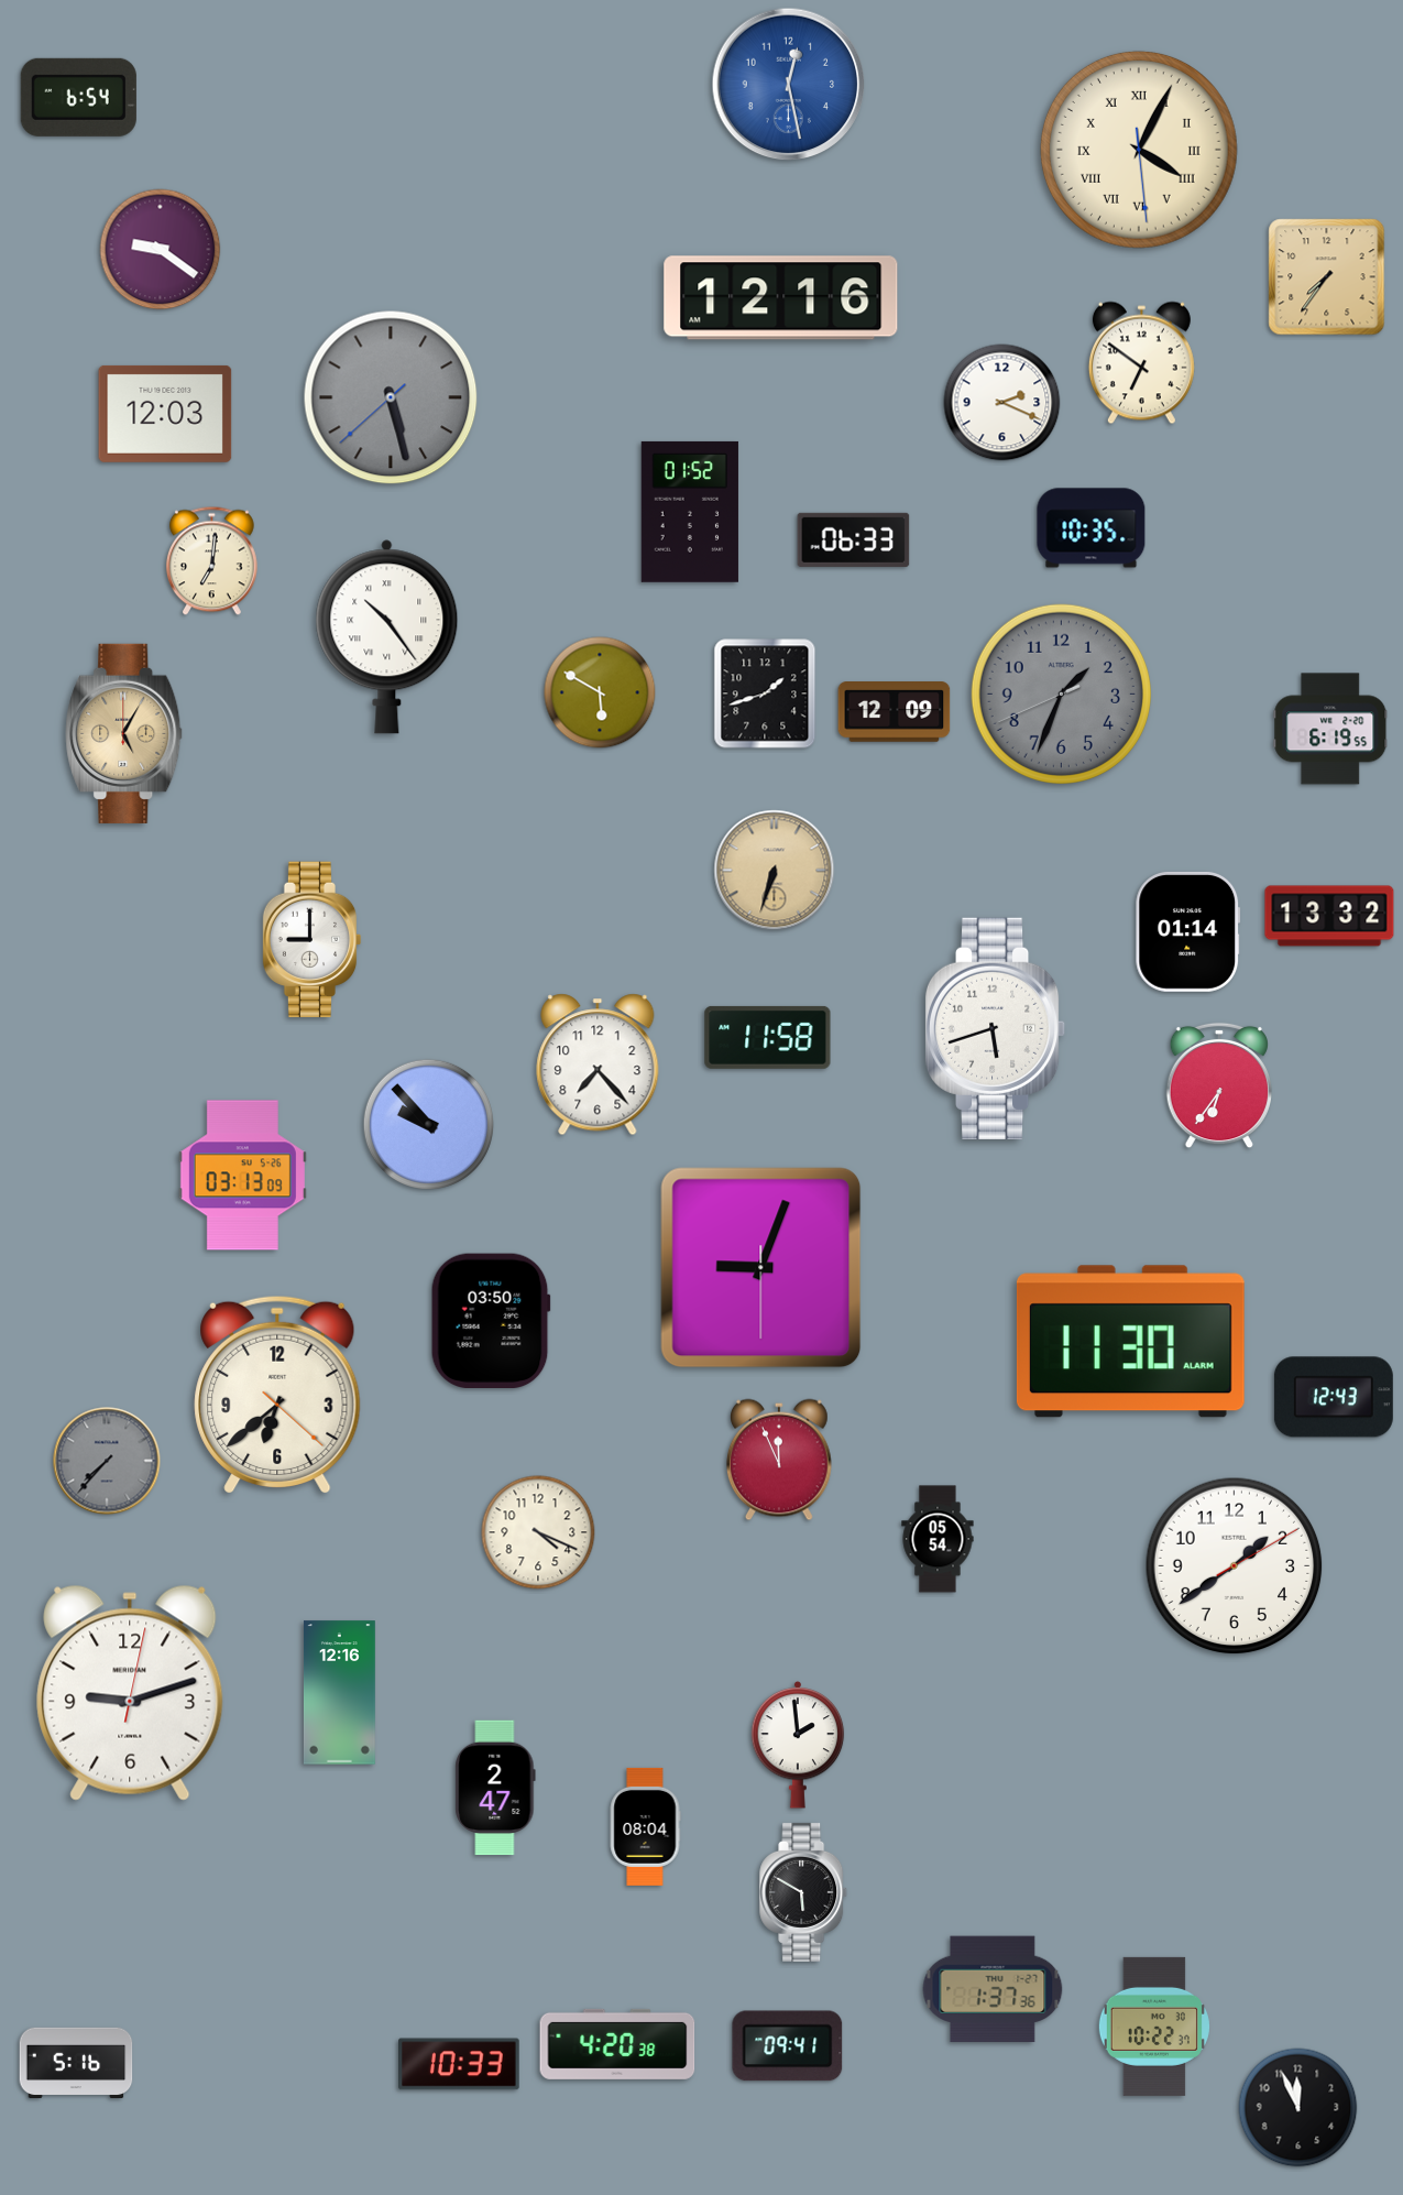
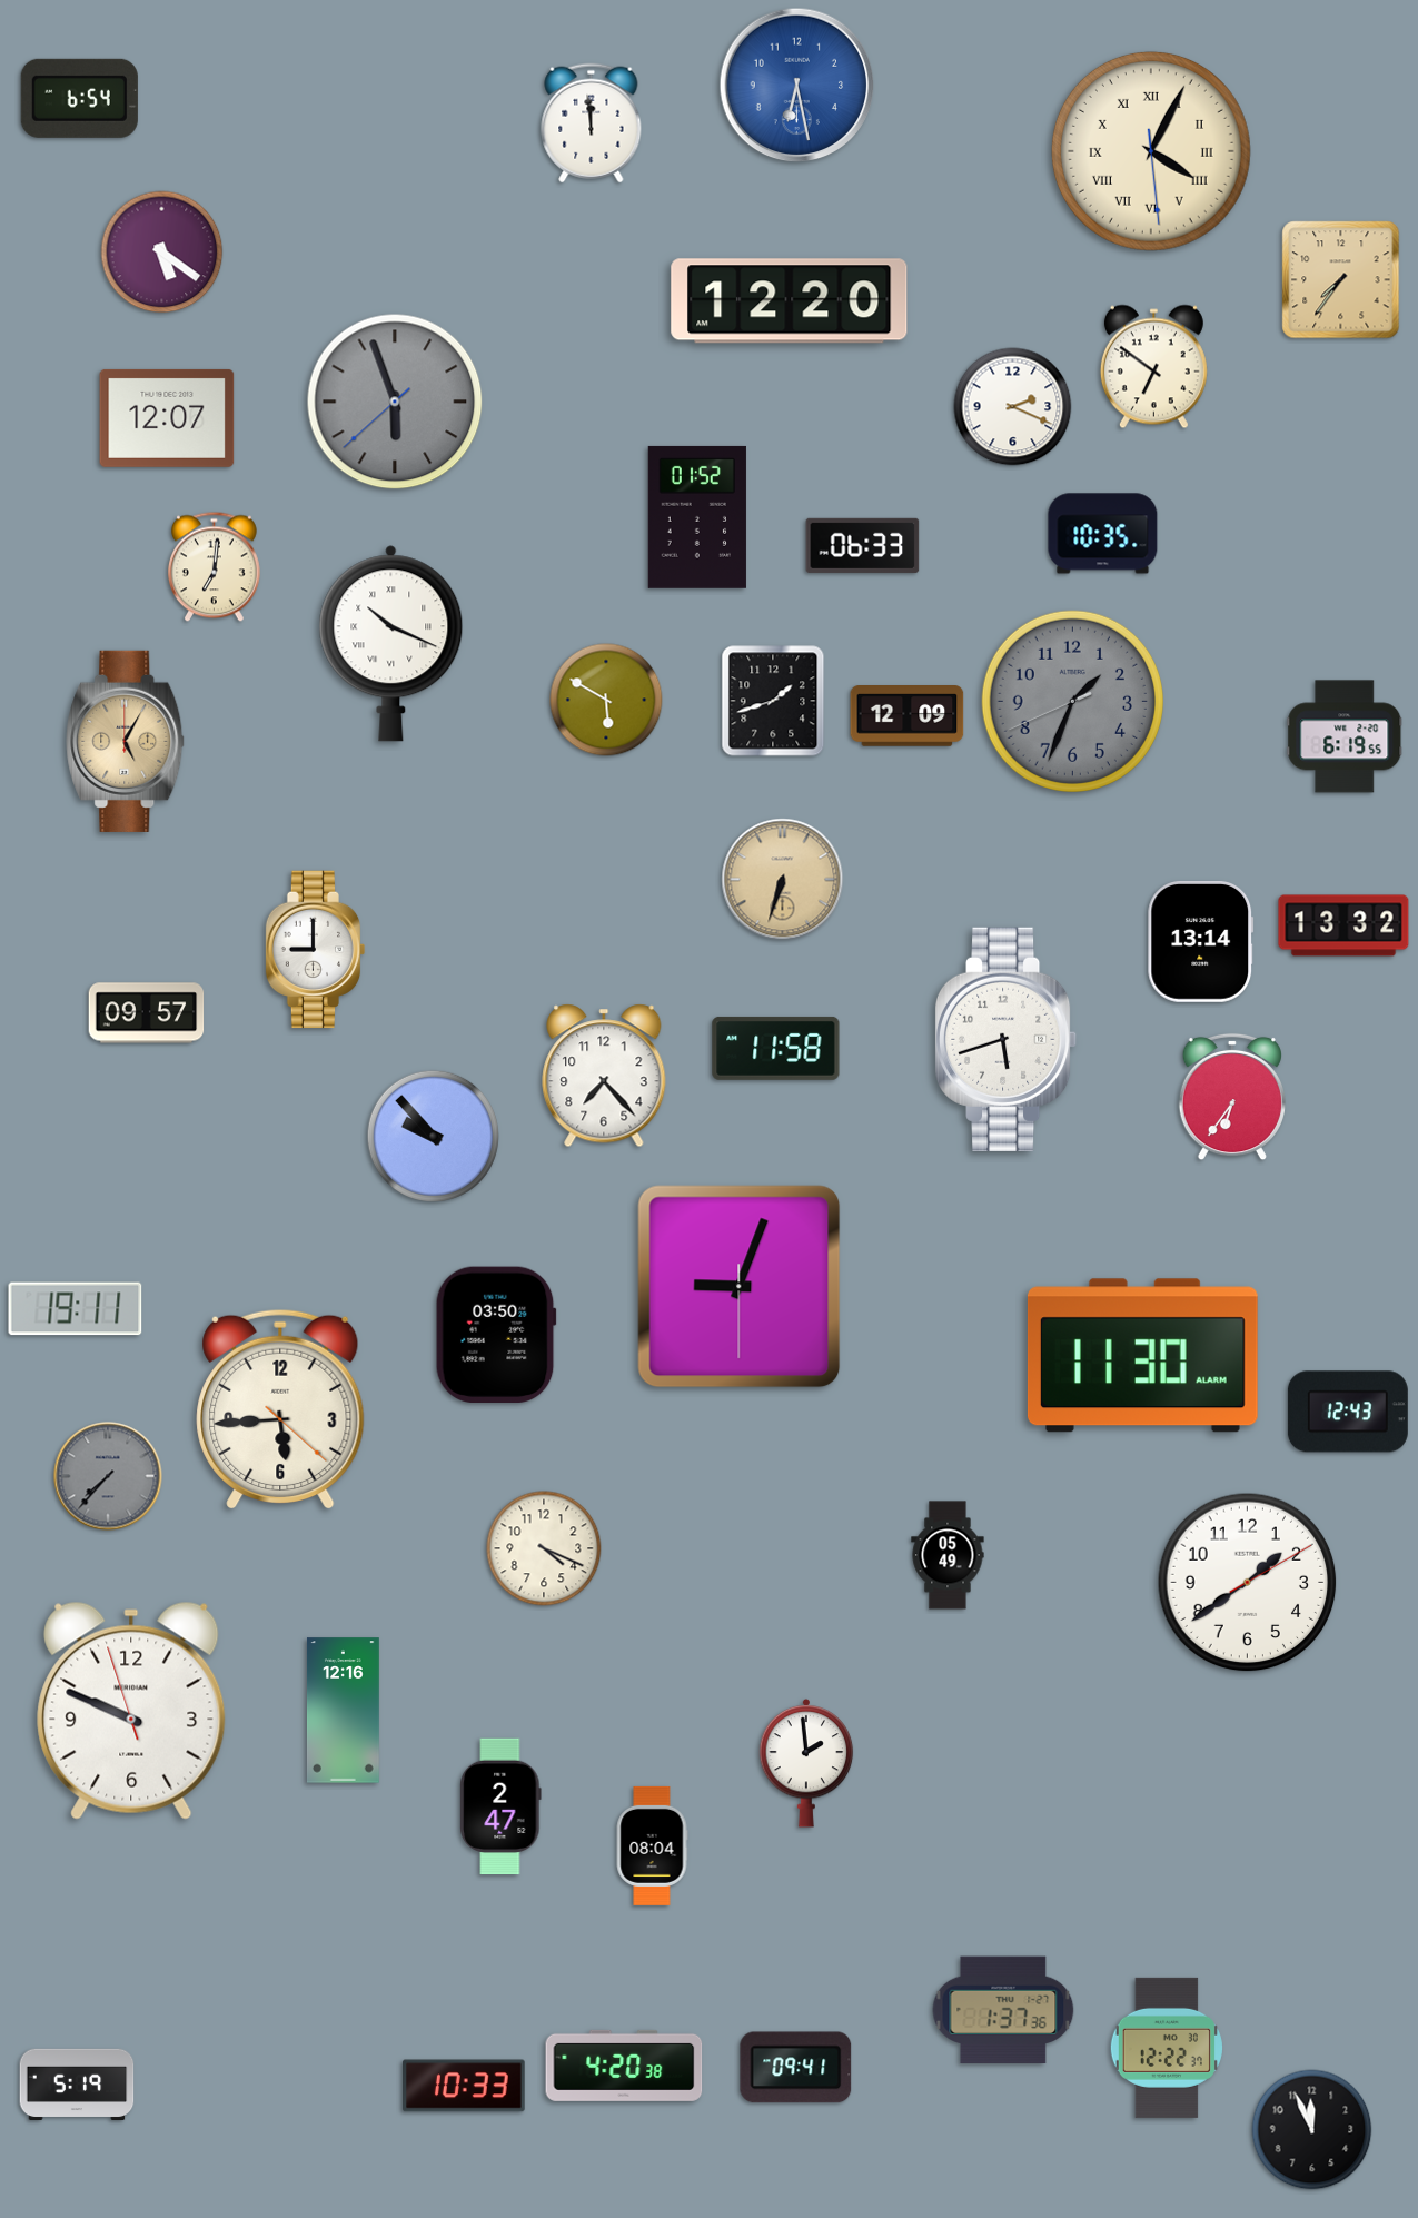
clock at (789, 85): 12:28 -> 6:28
clock at (592, 123): none -> 11:59
clock at (161, 250): 9:21 -> 5:21
clock at (781, 298): 12:16 -> 12:20
clock at (391, 397): 5:27 -> 5:56
clock at (165, 414): 12:03 -> 12:07
clock at (387, 637): 10:24 -> 10:19
clock at (895, 712) position: (895, 712) -> (908, 716)
clock at (1188, 931): 01:14 -> 13:14
clock at (147, 1013): none -> 09:57
clock at (242, 1176): 03:13 -> none
clock at (761, 1268) position: (761, 1268) -> (740, 1287)
clock at (76, 1309): none -> 19:11
clock at (277, 1395): 6:38 -> 5:44
clock at (779, 1460): 11:56 -> none
clock at (938, 1539): 05:54 -> 05:49
clock at (130, 1693): 9:12 -> 9:48
clock at (804, 1892): 5:50 -> none
clock at (1154, 2027): 10:22 -> 12:22
clock at (76, 2063): 5:16 -> 5:19
